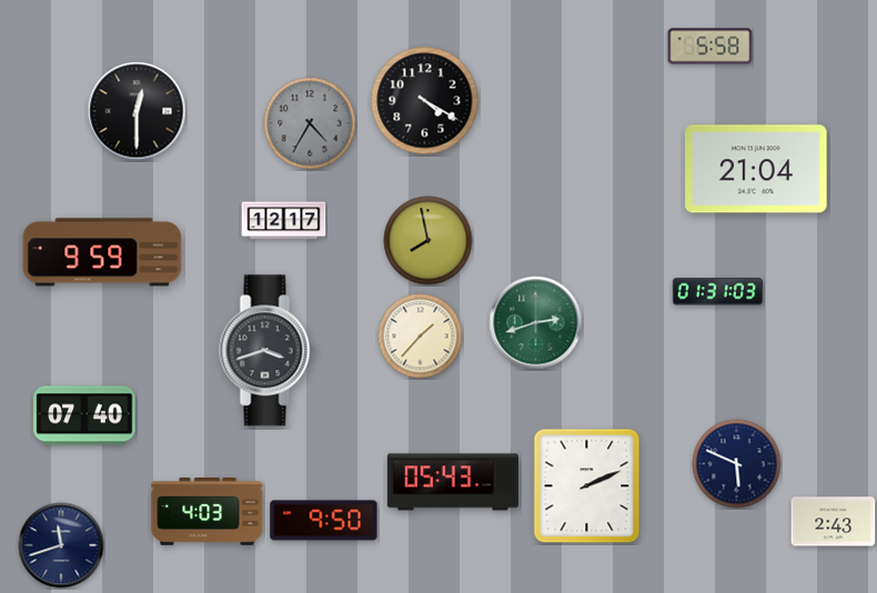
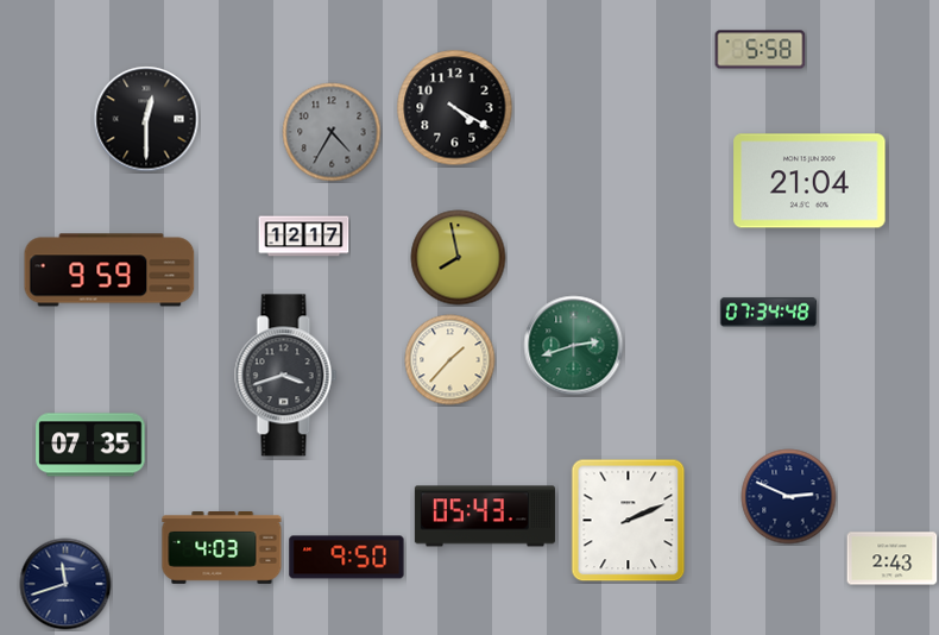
clock at (718, 292): 01:31 -> 07:34
clock at (84, 415): 07:40 -> 07:35
clock at (737, 464): 5:49 -> 2:49
